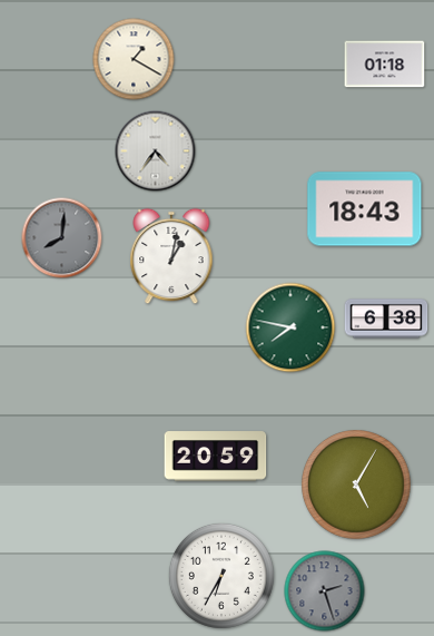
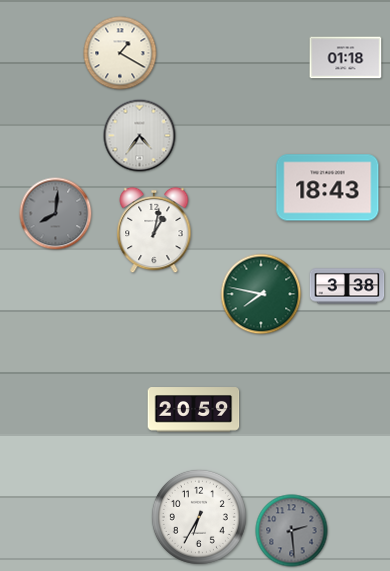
clock at (386, 319): 6:38 -> 3:38
clock at (357, 486): 5:05 -> none
clock at (325, 591): 2:27 -> 2:29
